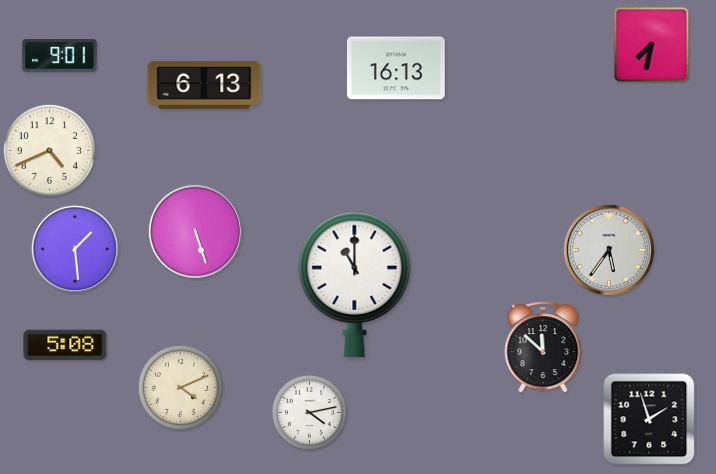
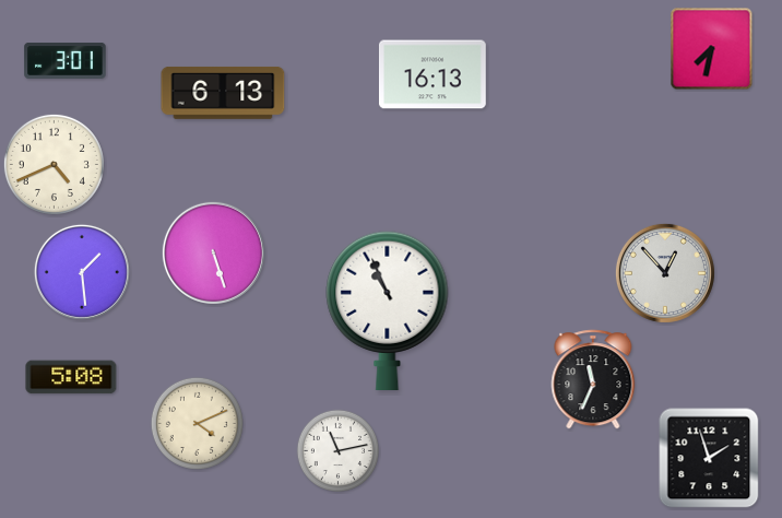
clock at (60, 56): 9:01 -> 3:01
clock at (609, 250): 5:36 -> 12:53
clock at (355, 285): 11:00 -> 10:56
clock at (543, 347): 11:52 -> 11:34
clock at (309, 412): 4:13 -> 11:13
